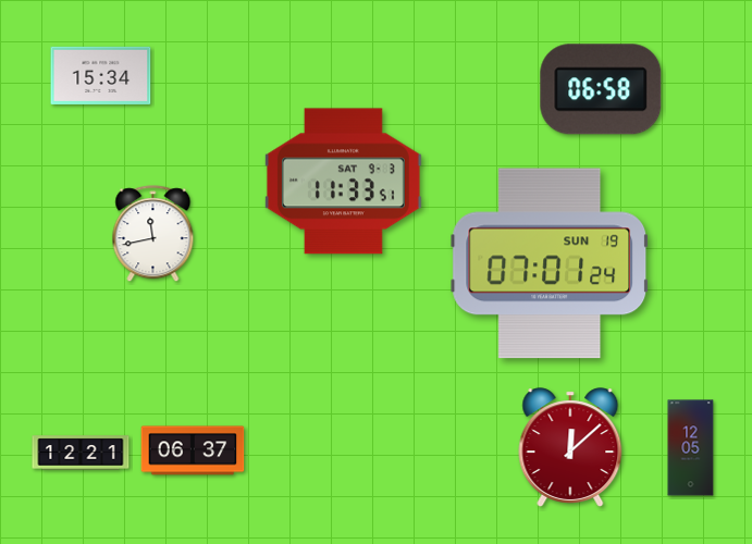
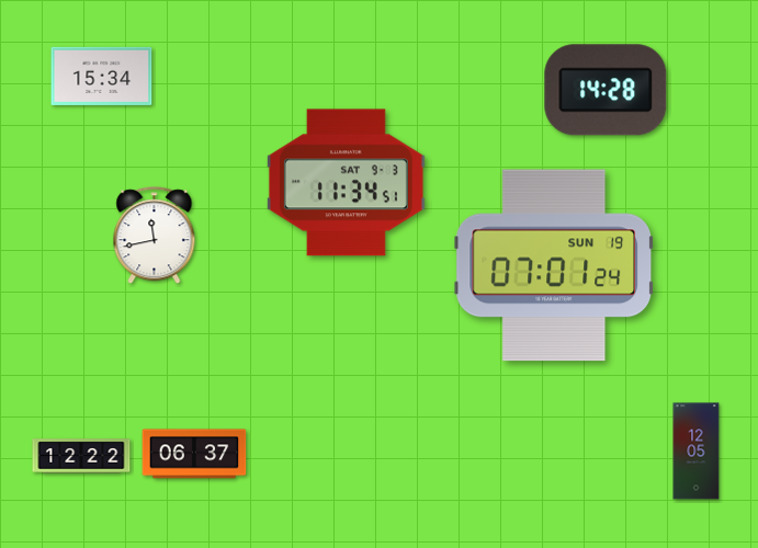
clock at (601, 89): 06:58 -> 14:28
clock at (343, 182): 11:33 -> 11:34
clock at (570, 447): 12:08 -> none
clock at (81, 453): 12:21 -> 12:22
